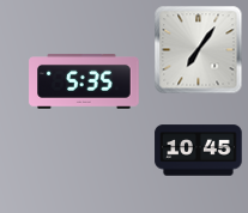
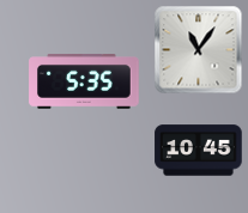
clock at (199, 50): 7:06 -> 11:06
